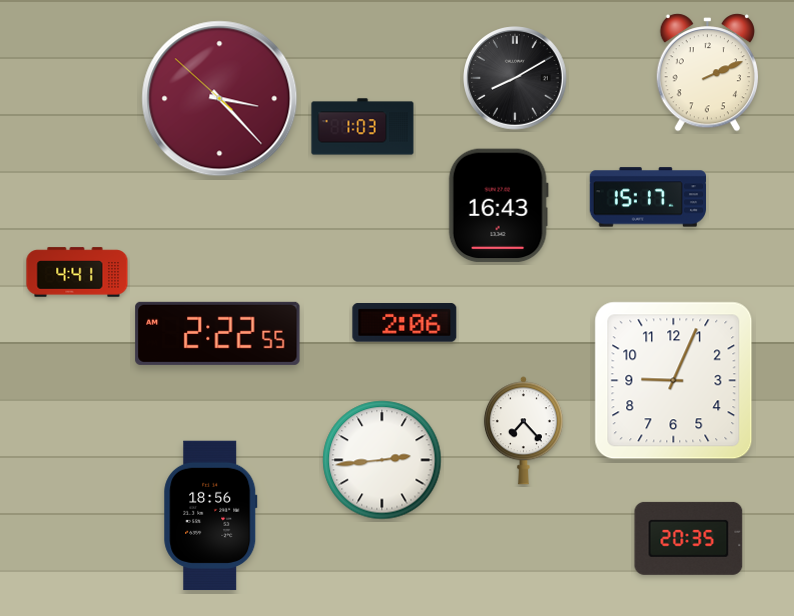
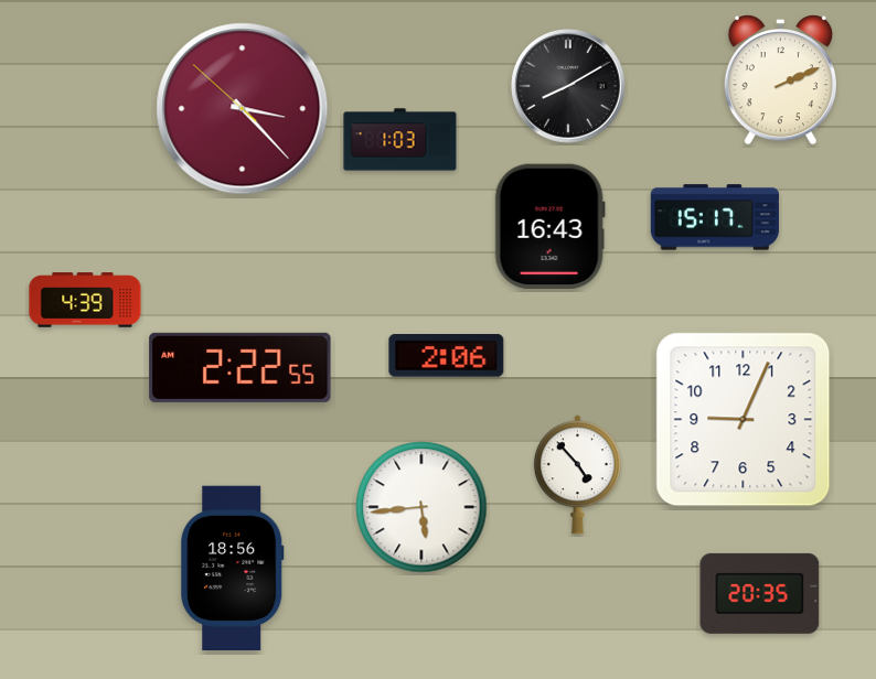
clock at (77, 272): 4:41 -> 4:39
clock at (523, 431): 7:23 -> 4:53
clock at (382, 460): 2:44 -> 5:44
